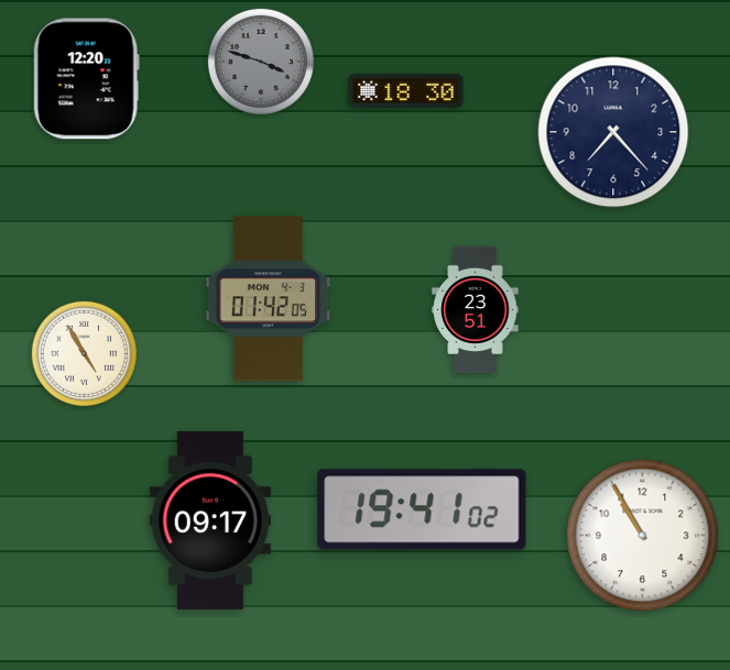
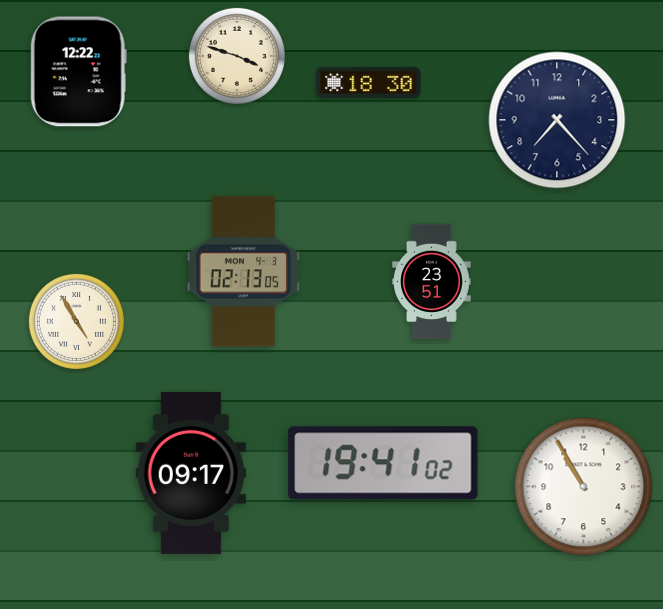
clock at (261, 62) dial: grey -> cream
clock at (86, 79): 12:20 -> 12:22
clock at (268, 299): 01:42 -> 02:13
